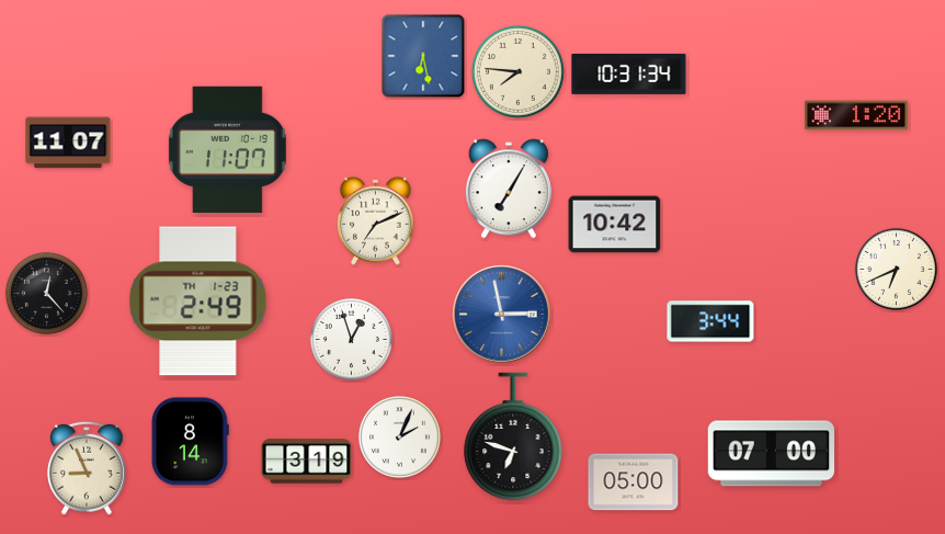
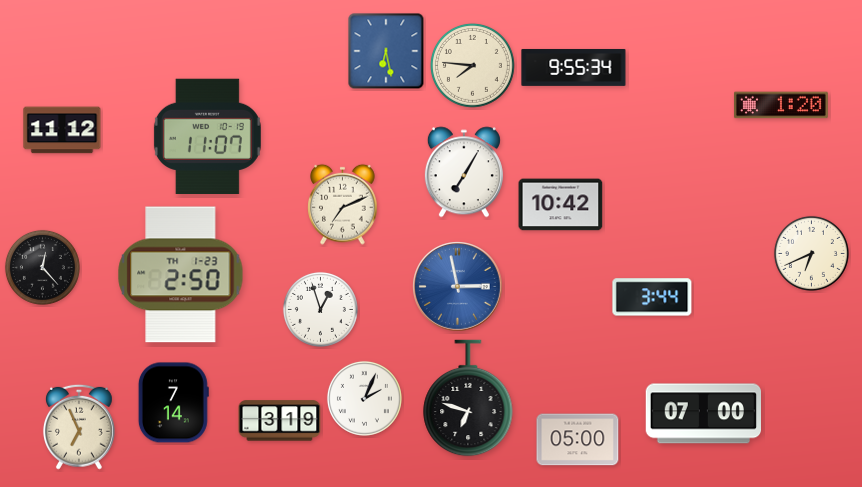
clock at (629, 73): 10:31 -> 9:55
clock at (68, 143): 11:07 -> 11:12
clock at (376, 220) position: (376, 220) -> (343, 204)
clock at (896, 269) position: (896, 269) -> (811, 253)
clock at (198, 302): 2:49 -> 2:50
clock at (710, 321) position: (710, 321) -> (652, 297)
clock at (190, 442): 8:14 -> 7:14
clock at (87, 468): 8:56 -> 6:56
